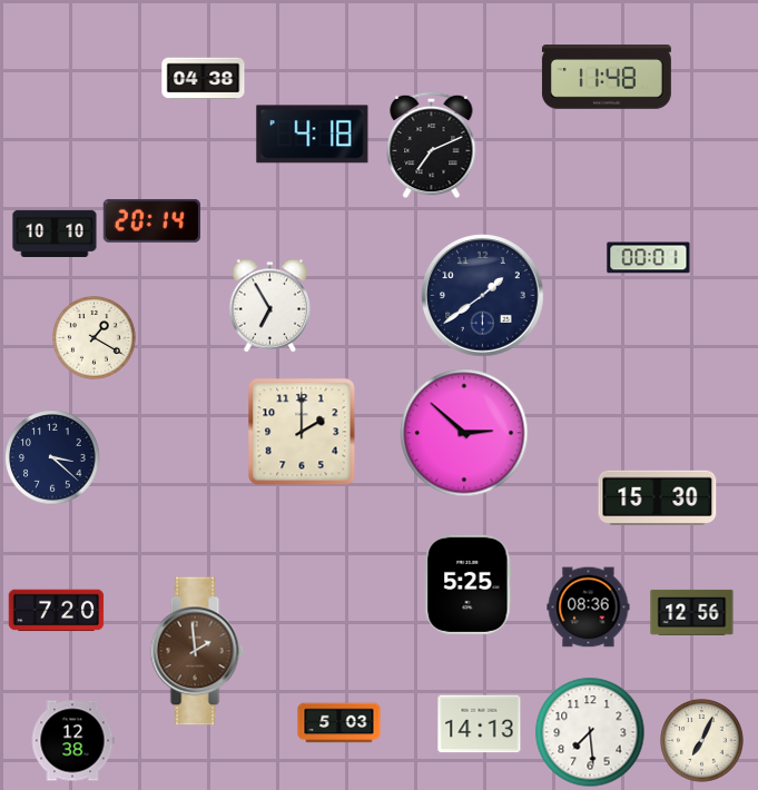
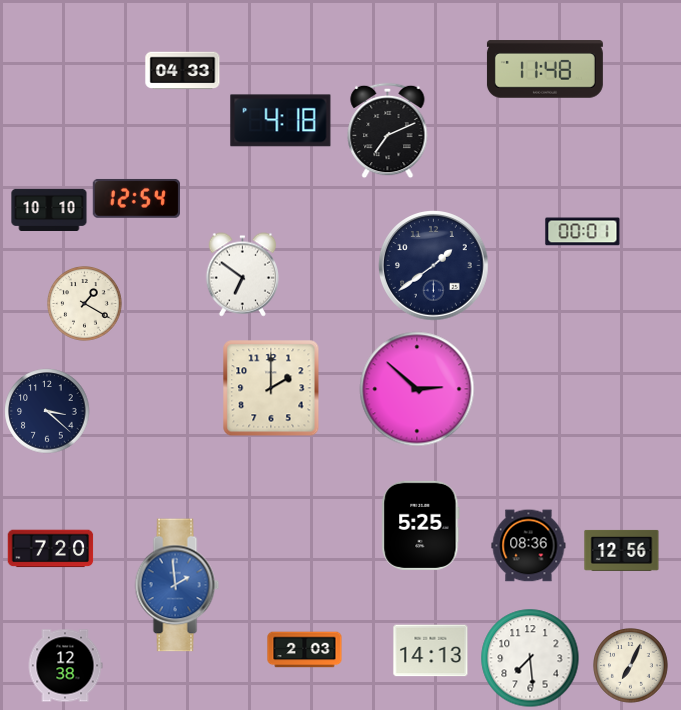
clock at (204, 79): 04:38 -> 04:33
clock at (151, 220): 20:14 -> 12:54
clock at (269, 306): 6:55 -> 6:51
clock at (658, 497): 15:30 -> none
clock at (197, 651) dial: brown -> blue
clock at (339, 723): 5:03 -> 2:03
